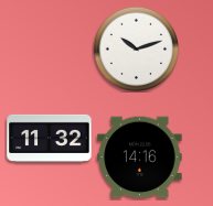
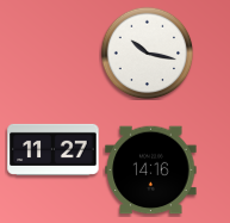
clock at (136, 48): 10:12 -> 10:17
clock at (50, 138): 11:32 -> 11:27
